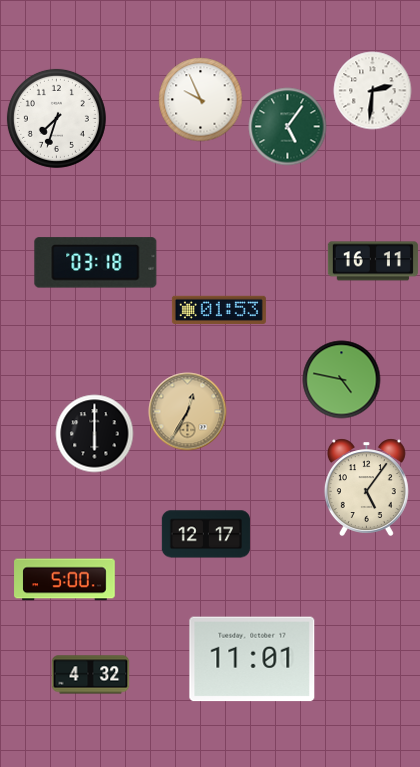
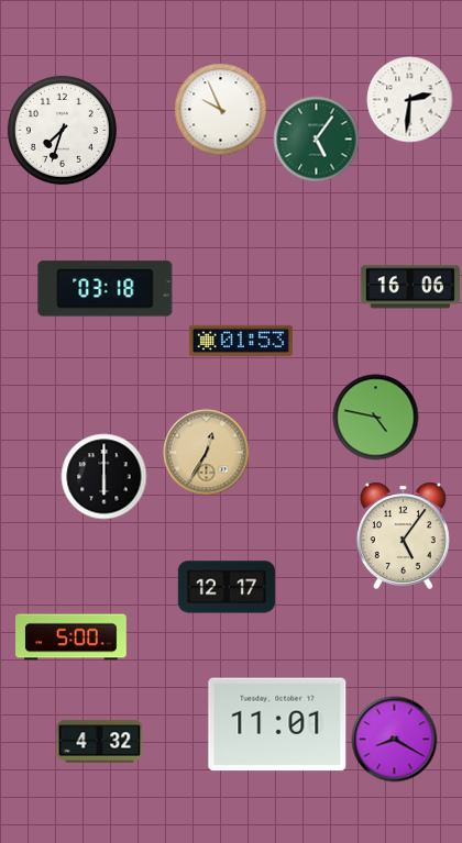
clock at (373, 261): 16:11 -> 16:06
clock at (394, 739): none -> 8:20
